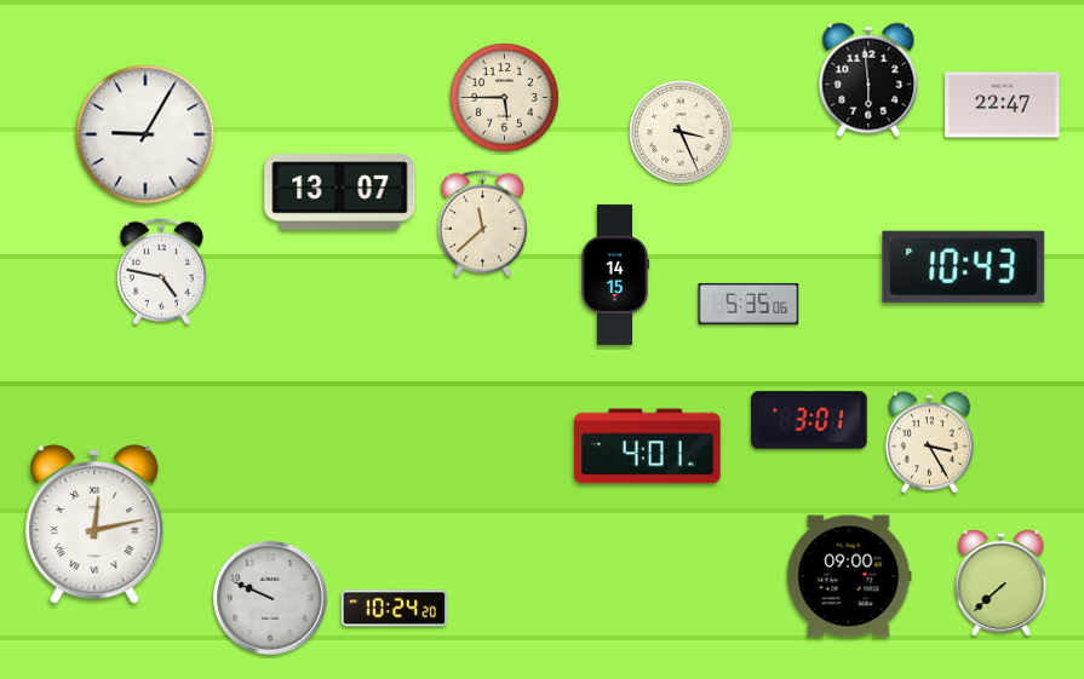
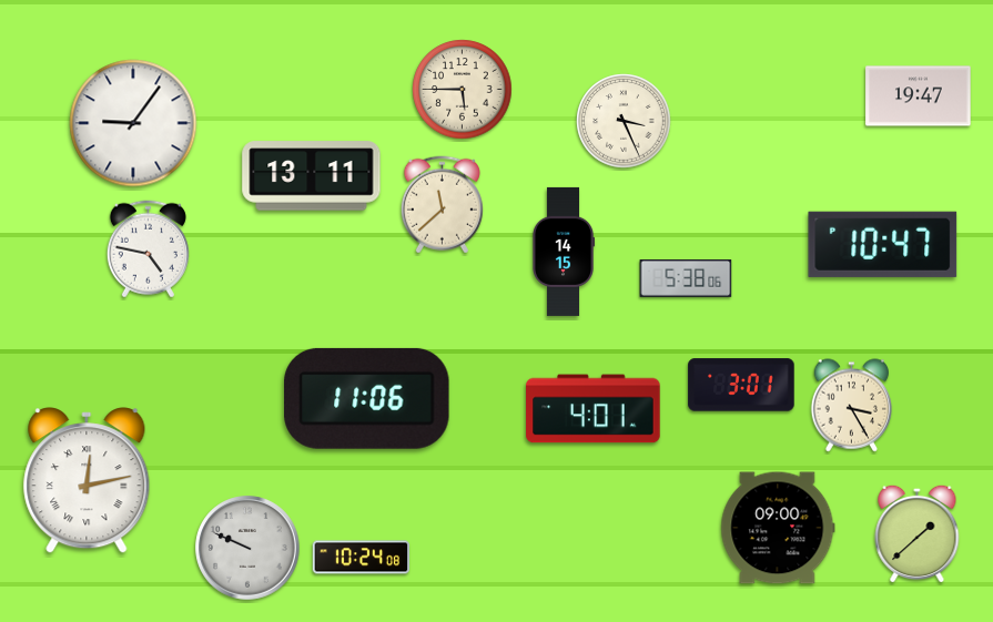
clock at (868, 80): 5:59 -> none
clock at (1003, 105): 22:47 -> 19:47
clock at (145, 134): 9:05 -> 9:06
clock at (340, 192): 13:07 -> 13:11
clock at (964, 266): 10:43 -> 10:47
clock at (749, 304): 5:35 -> 5:38
clock at (367, 398): none -> 11:06
clock at (1002, 582): 7:38 -> 1:38
clock at (395, 609): 10:24:20 -> 10:24:08
